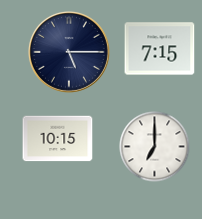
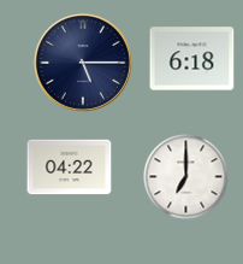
clock at (160, 49): 7:15 -> 6:18
clock at (58, 139): 10:15 -> 04:22
